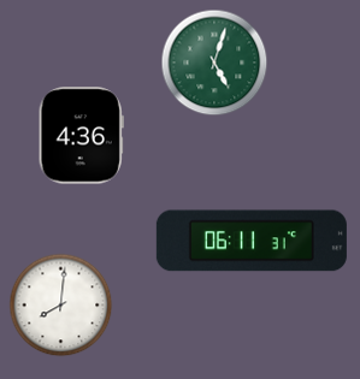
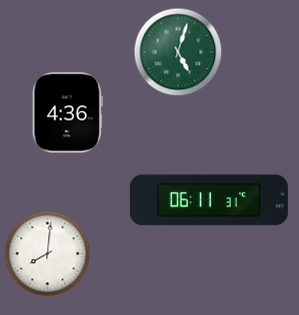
clock at (60, 304) position: (60, 304) -> (47, 253)
